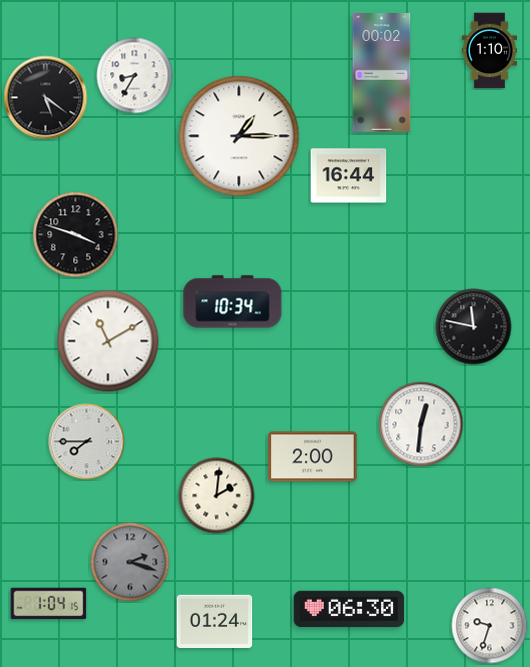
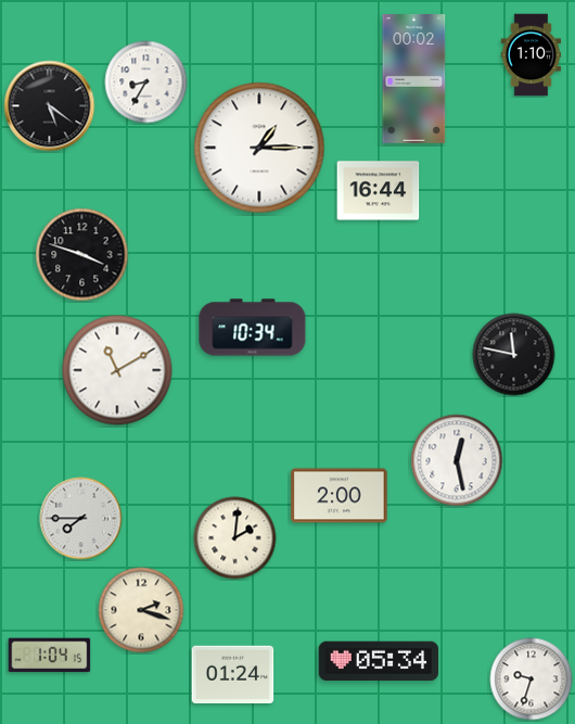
clock at (421, 424): 12:31 -> 12:28
clock at (87, 442) position: (87, 442) -> (81, 519)
clock at (130, 562) dial: grey -> cream
clock at (49, 604) position: (49, 604) -> (50, 656)
clock at (349, 609): 06:30 -> 05:34
